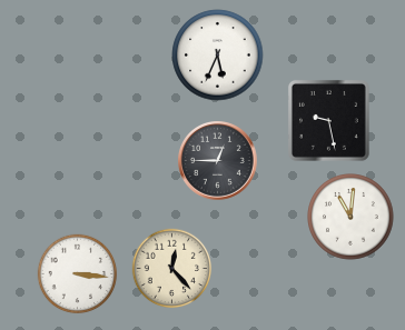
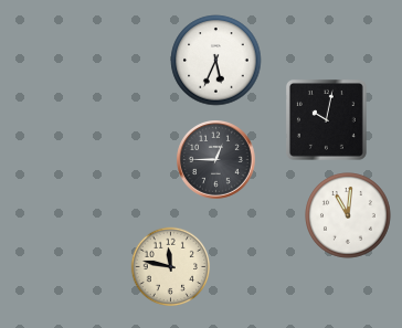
clock at (218, 56) position: (218, 56) -> (216, 61)
clock at (328, 120): 9:28 -> 10:02
clock at (172, 269): 12:23 -> 11:47
clock at (78, 274): 3:16 -> none
